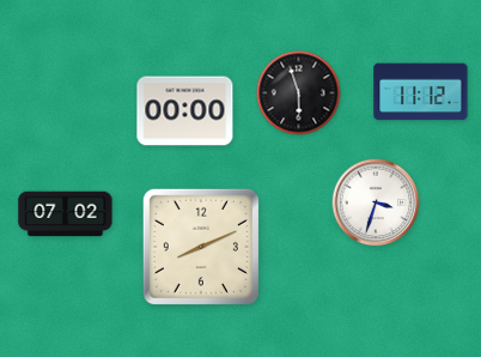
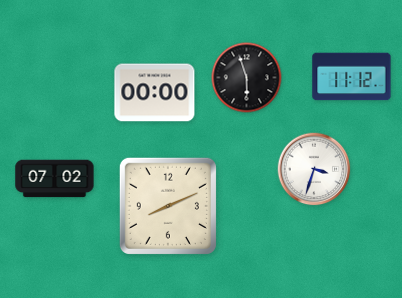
clock at (299, 93) position: (299, 93) -> (247, 78)
